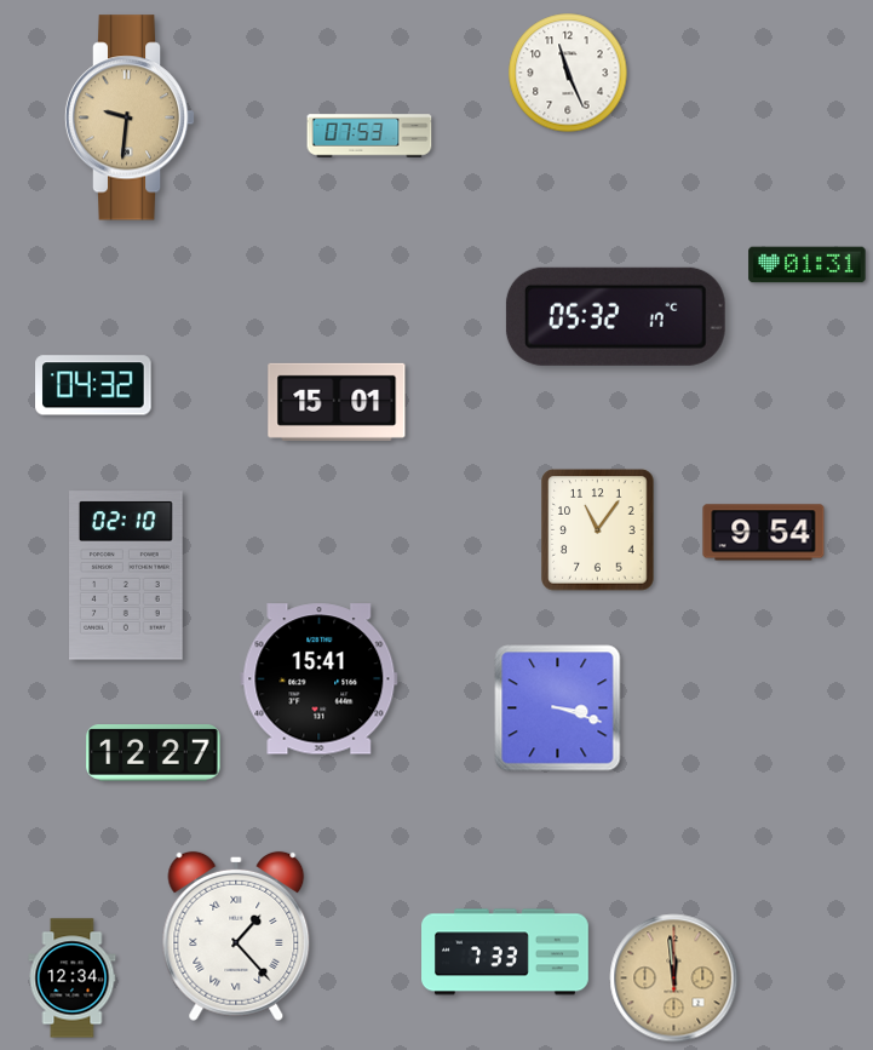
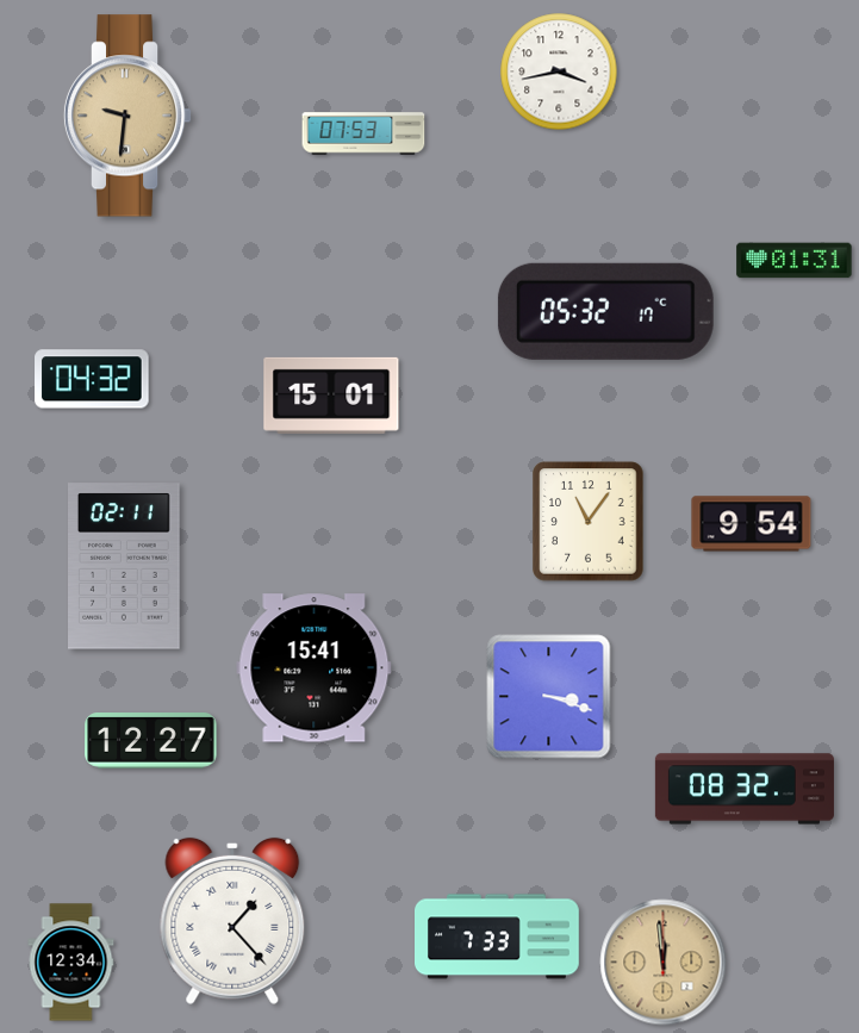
clock at (568, 73): 11:26 -> 3:43
clock at (127, 575): 02:10 -> 02:11
clock at (745, 789): none -> 08:32
